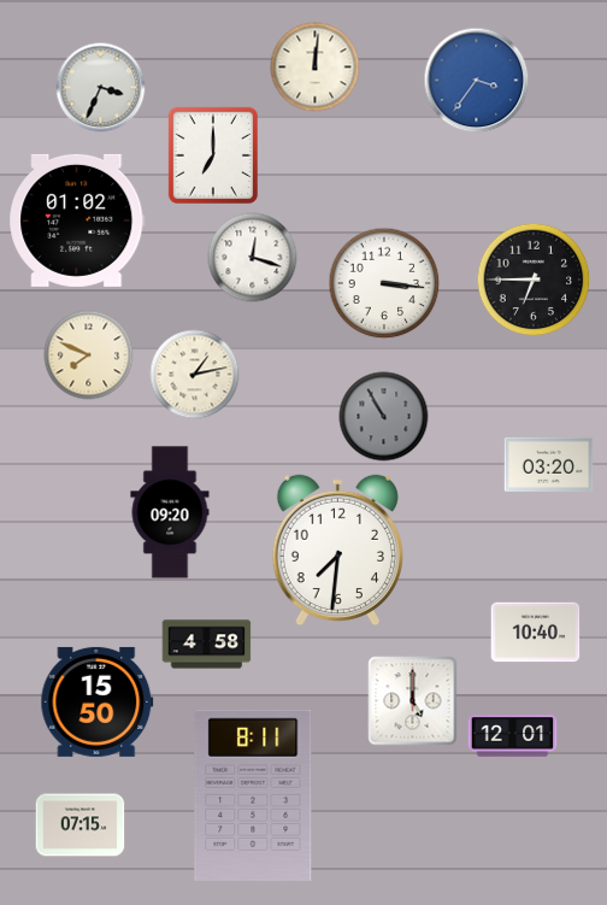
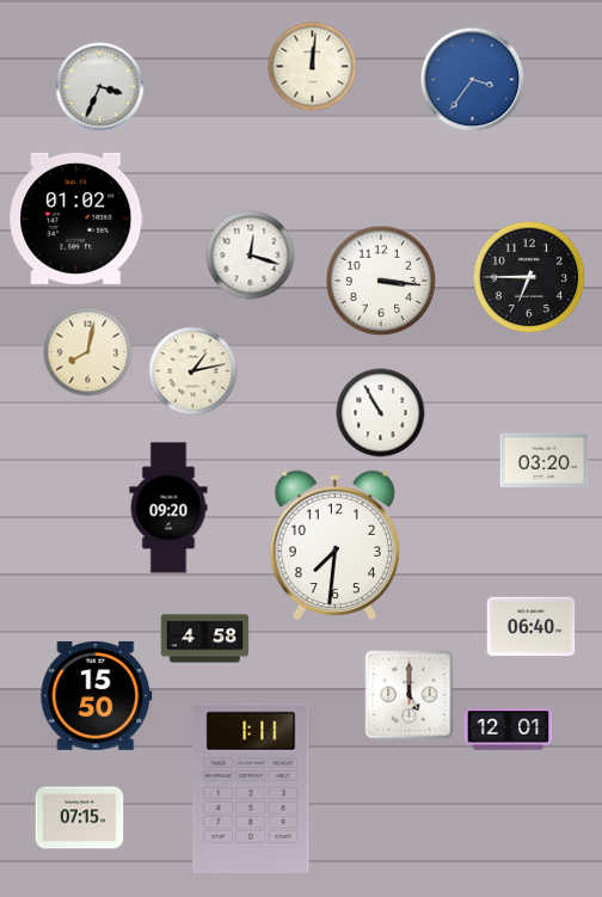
clock at (212, 154): 7:00 -> none
clock at (89, 355): 7:49 -> 8:02
clock at (384, 417) dial: grey -> white
clock at (536, 633): 10:40 -> 06:40
clock at (253, 795): 8:11 -> 1:11
